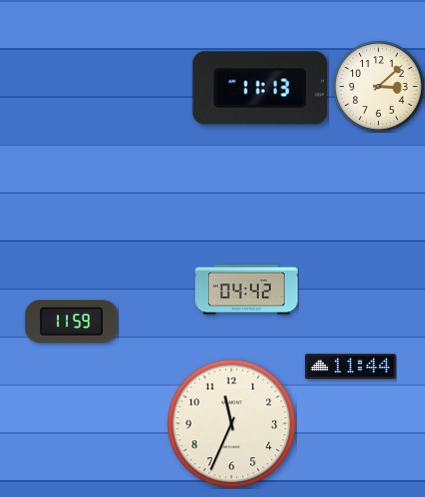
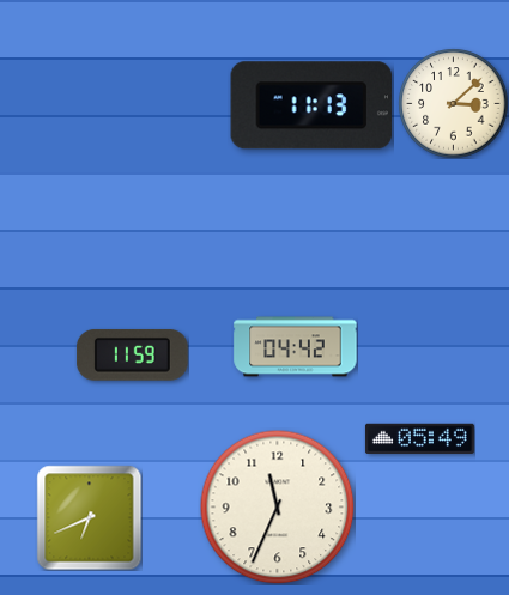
clock at (71, 321) position: (71, 321) -> (132, 354)
clock at (350, 367): 11:44 -> 05:49
clock at (89, 517): none -> 6:41
